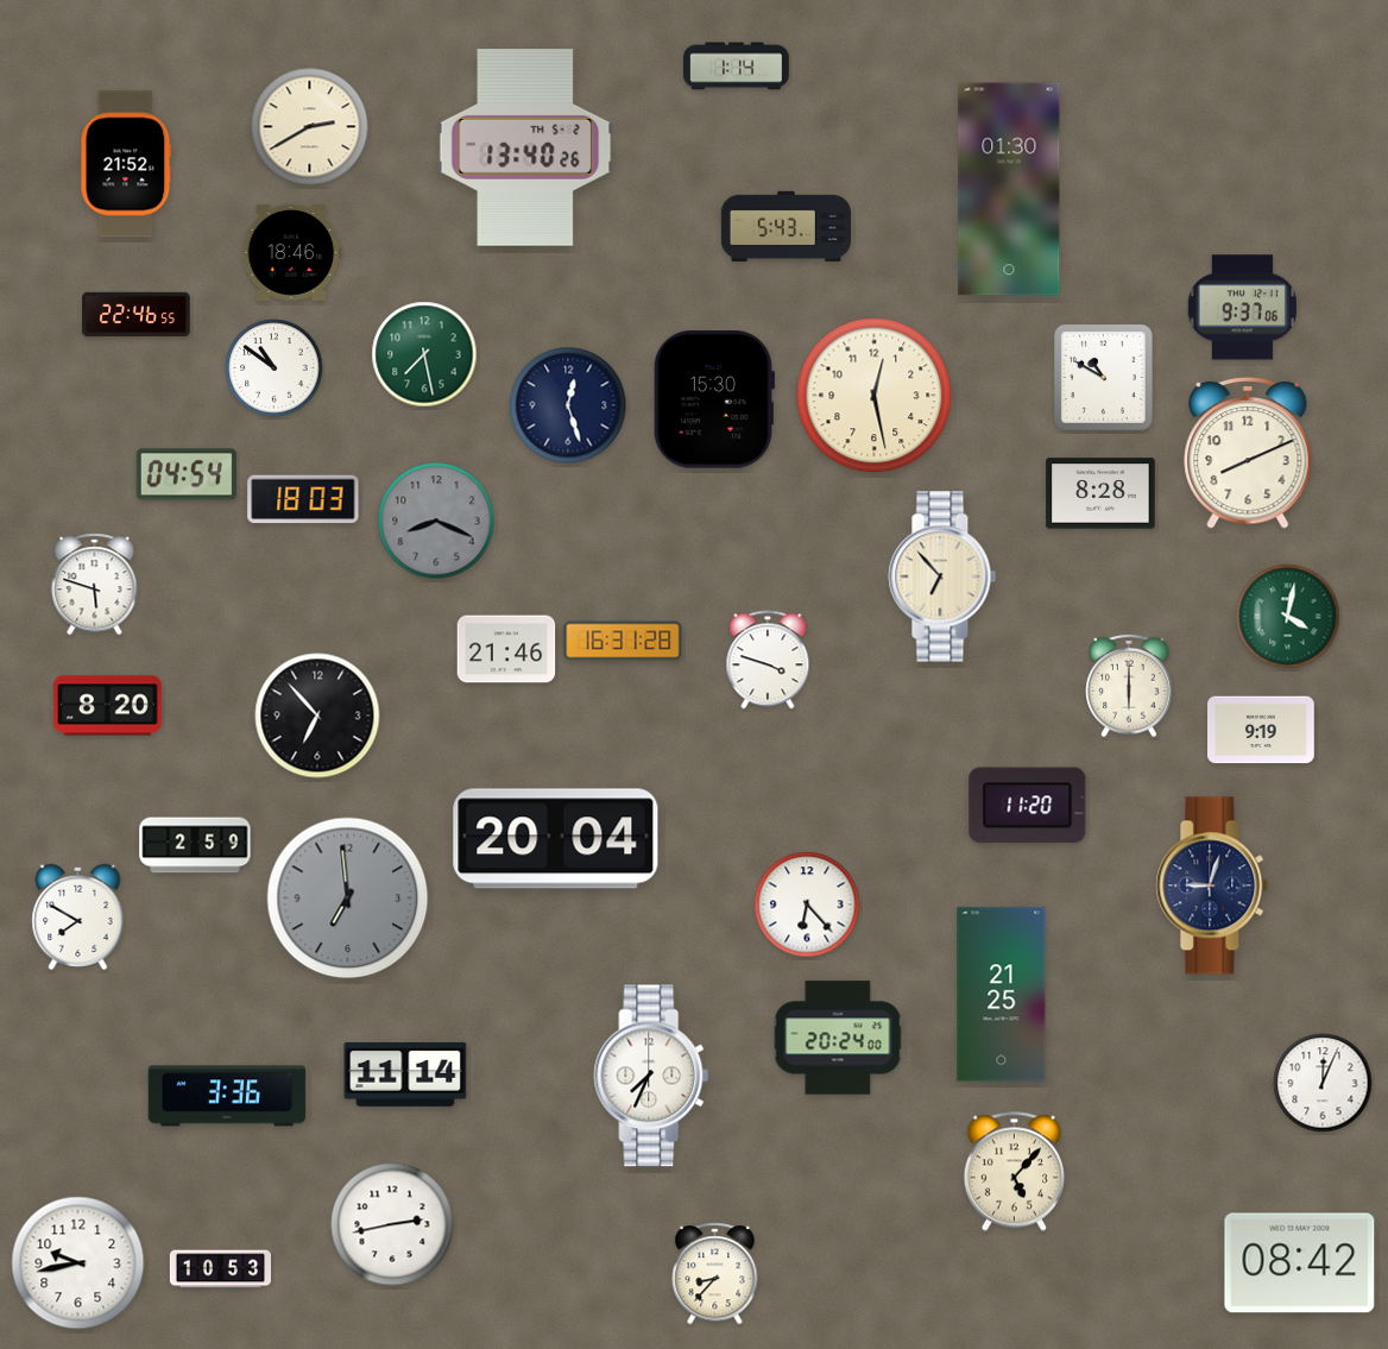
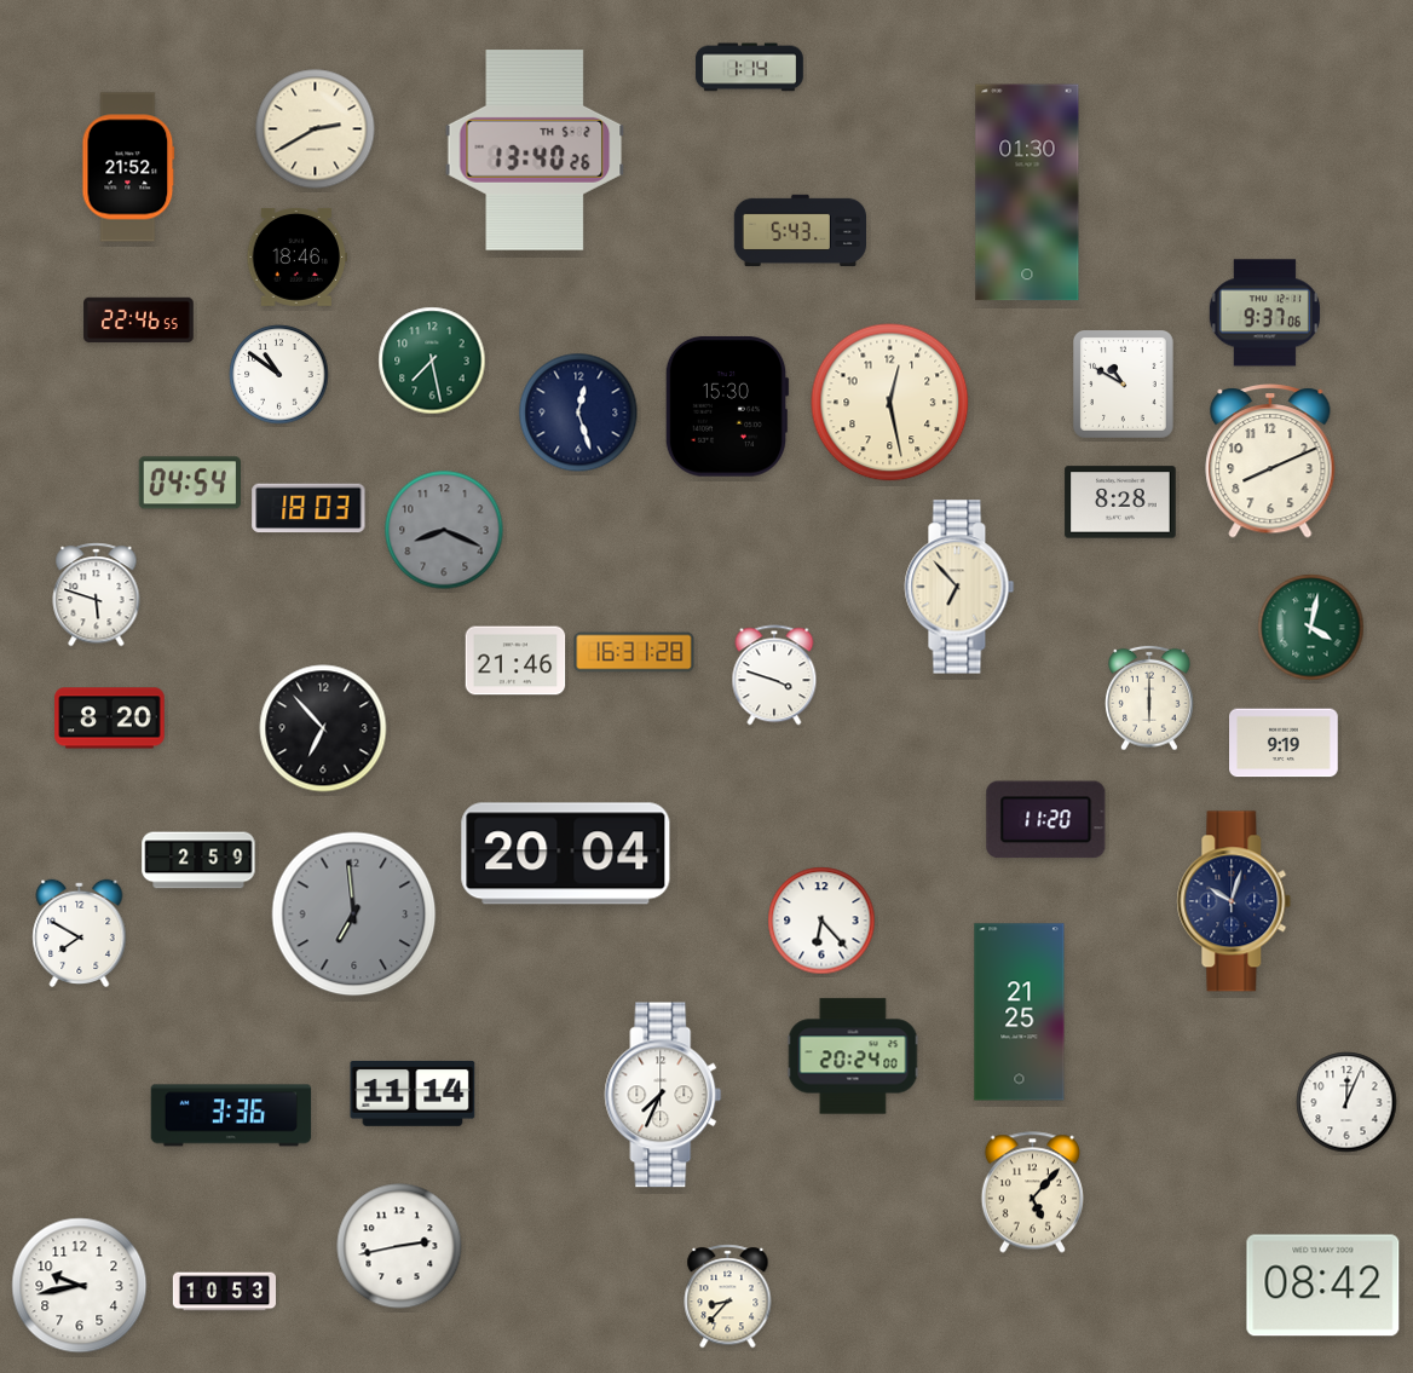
clock at (768, 660) position: (768, 660) -> (774, 675)
clock at (1212, 885): 9:03 -> 10:03
